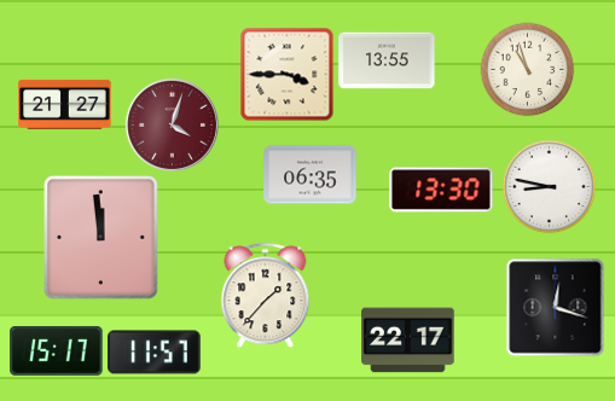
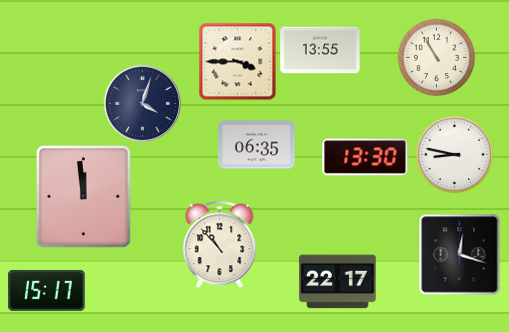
clock at (527, 69): 10:57 -> 10:55
clock at (65, 104): 21:27 -> none
clock at (172, 124) dial: burgundy -> navy
clock at (266, 295): 1:37 -> 10:53
clock at (155, 353): 11:57 -> none
